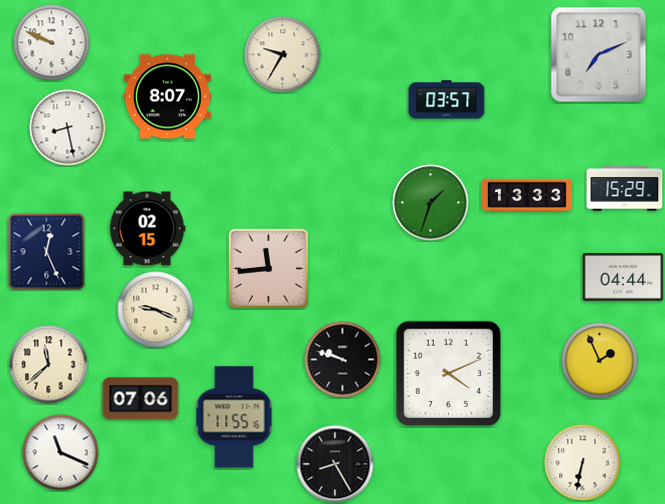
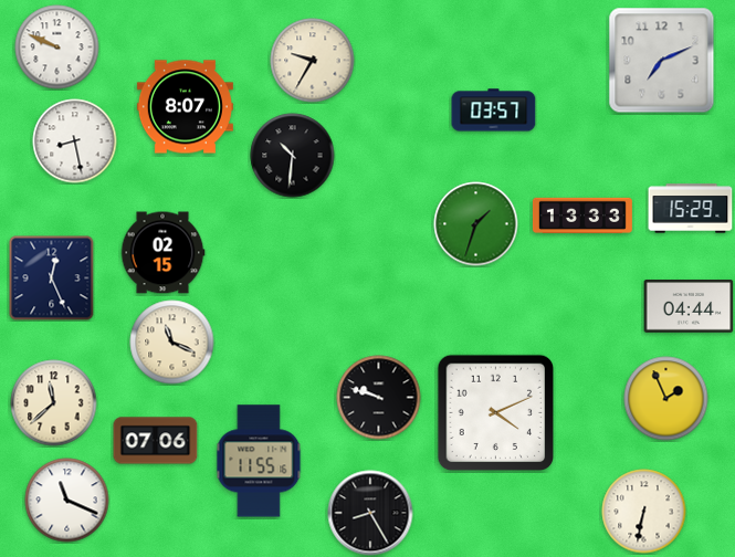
clock at (293, 156): none -> 10:31
clock at (268, 268): 11:44 -> none
clock at (156, 310): 9:19 -> 11:19
clock at (600, 361) position: (600, 361) -> (666, 399)
